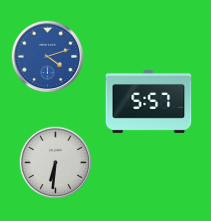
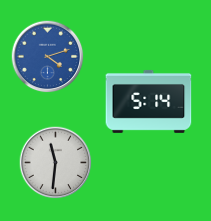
clock at (149, 102): 5:57 -> 5:14
clock at (56, 163): 6:31 -> 11:31
